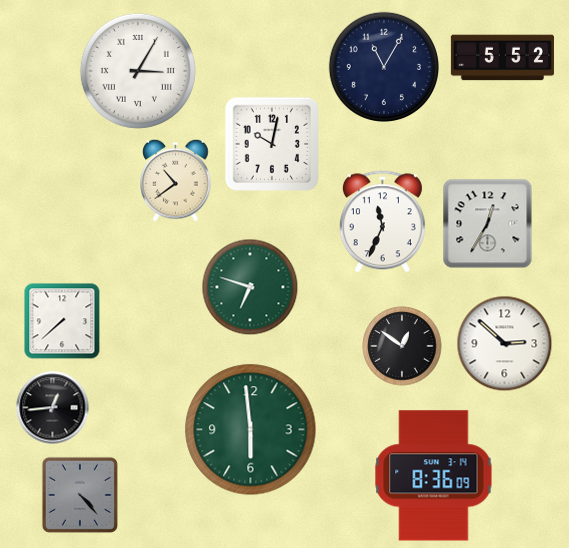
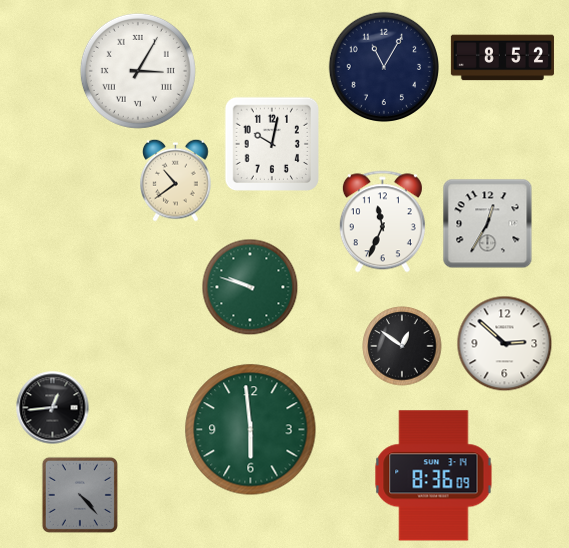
clock at (502, 58): 5:52 -> 8:52
clock at (250, 287): 6:48 -> 9:48
clock at (62, 321): 7:38 -> none
